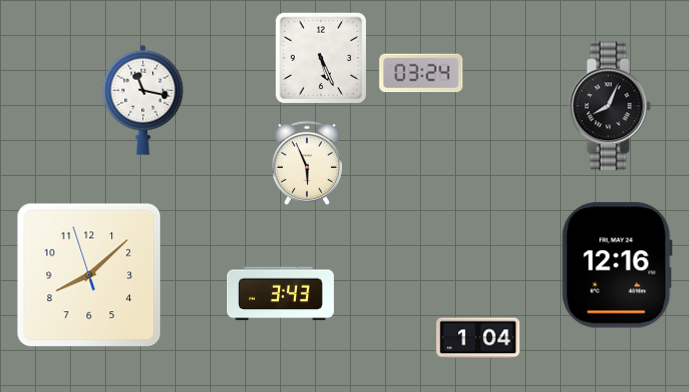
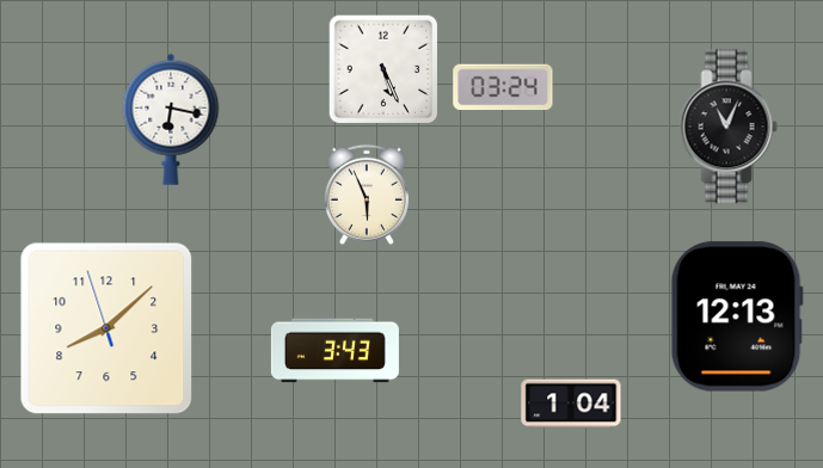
clock at (143, 100): 11:17 -> 6:17
clock at (610, 106): 8:04 -> 11:04
clock at (617, 265): 12:16 -> 12:13
